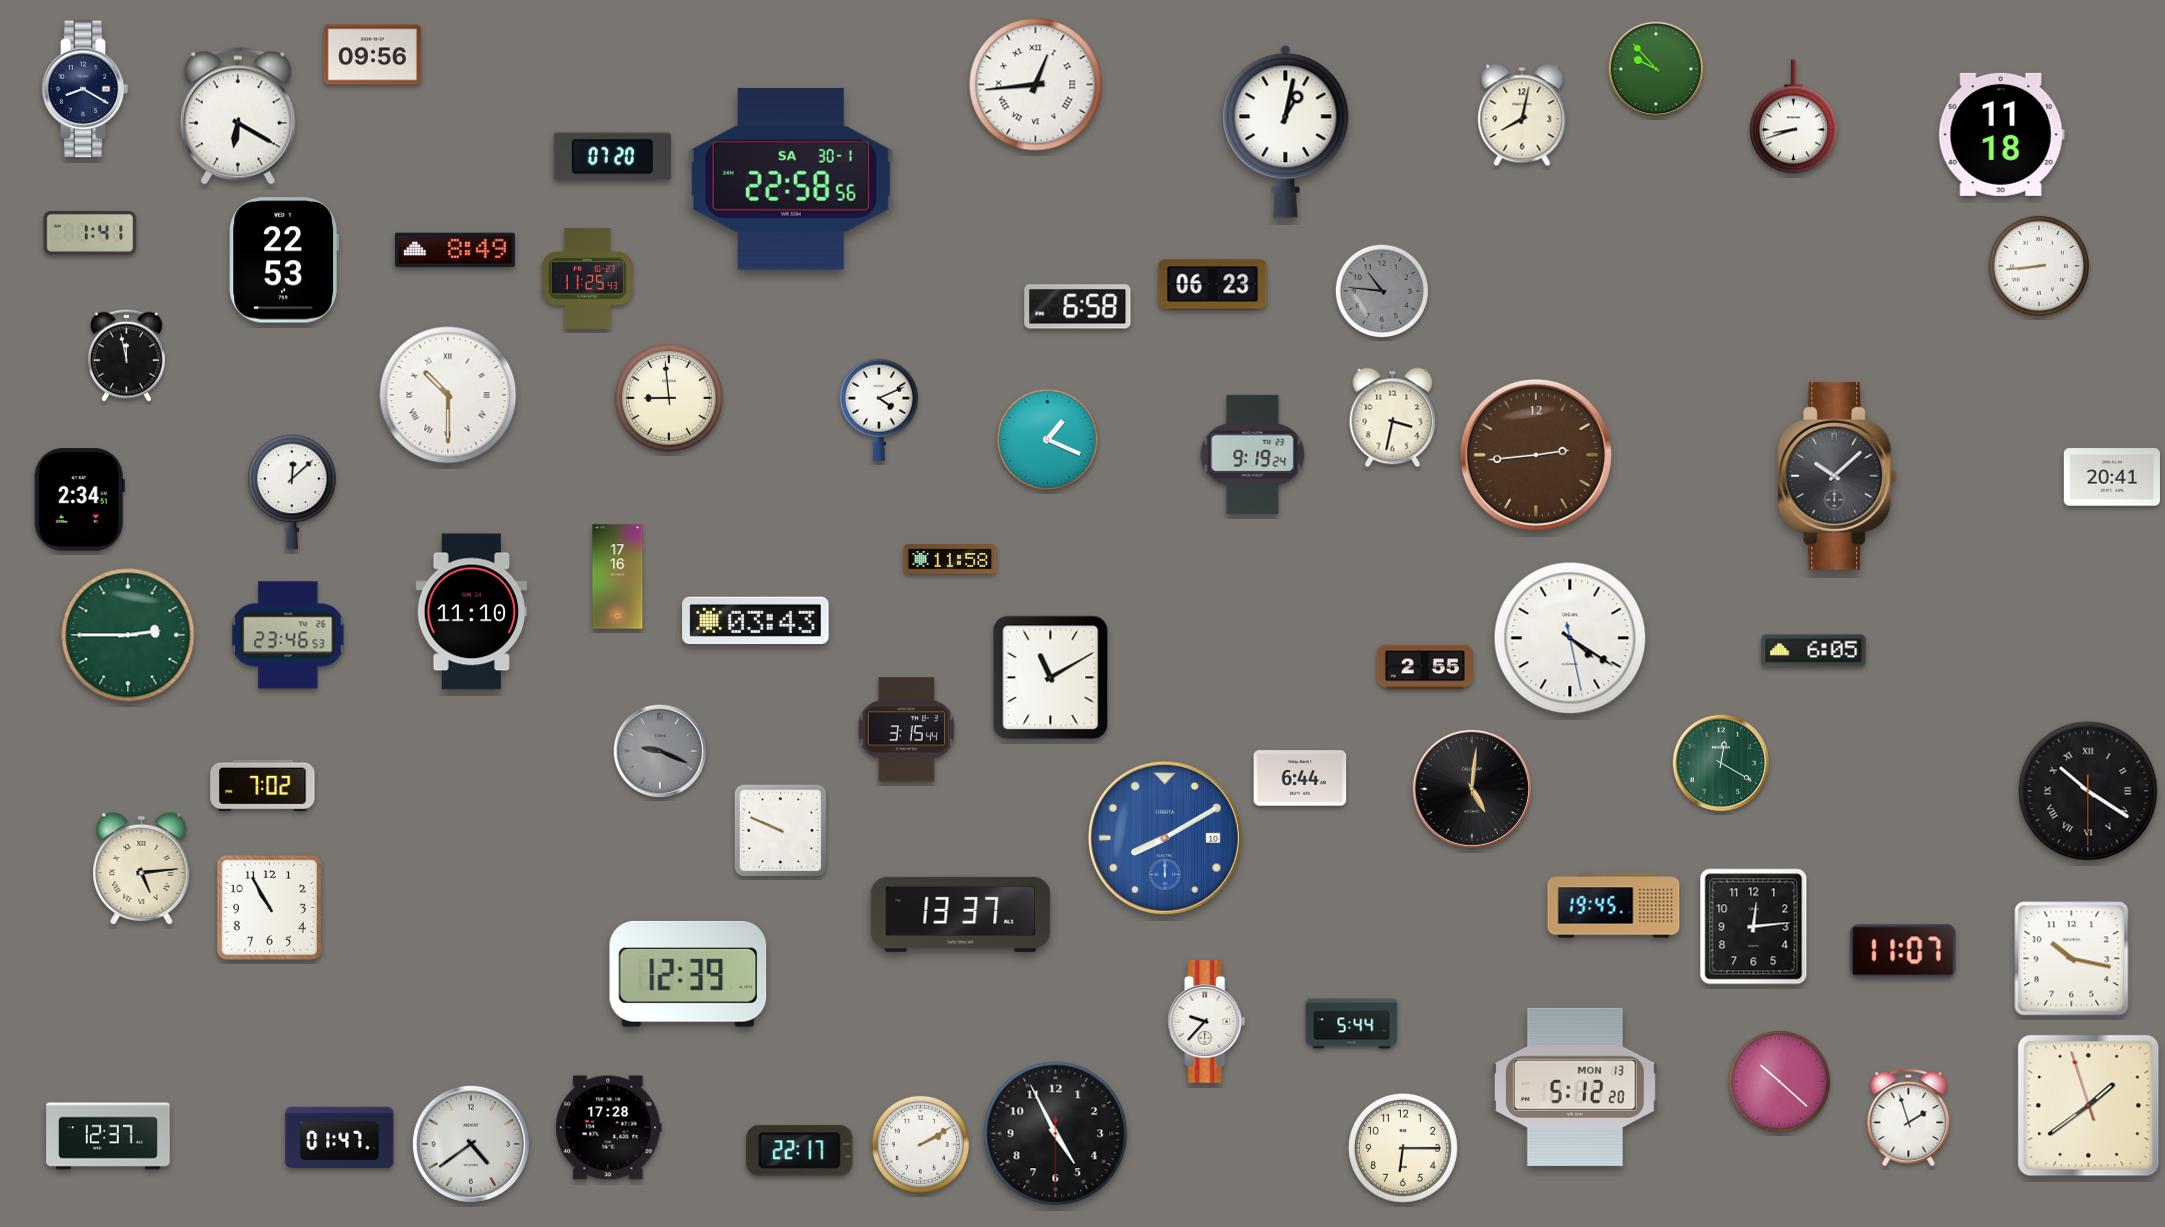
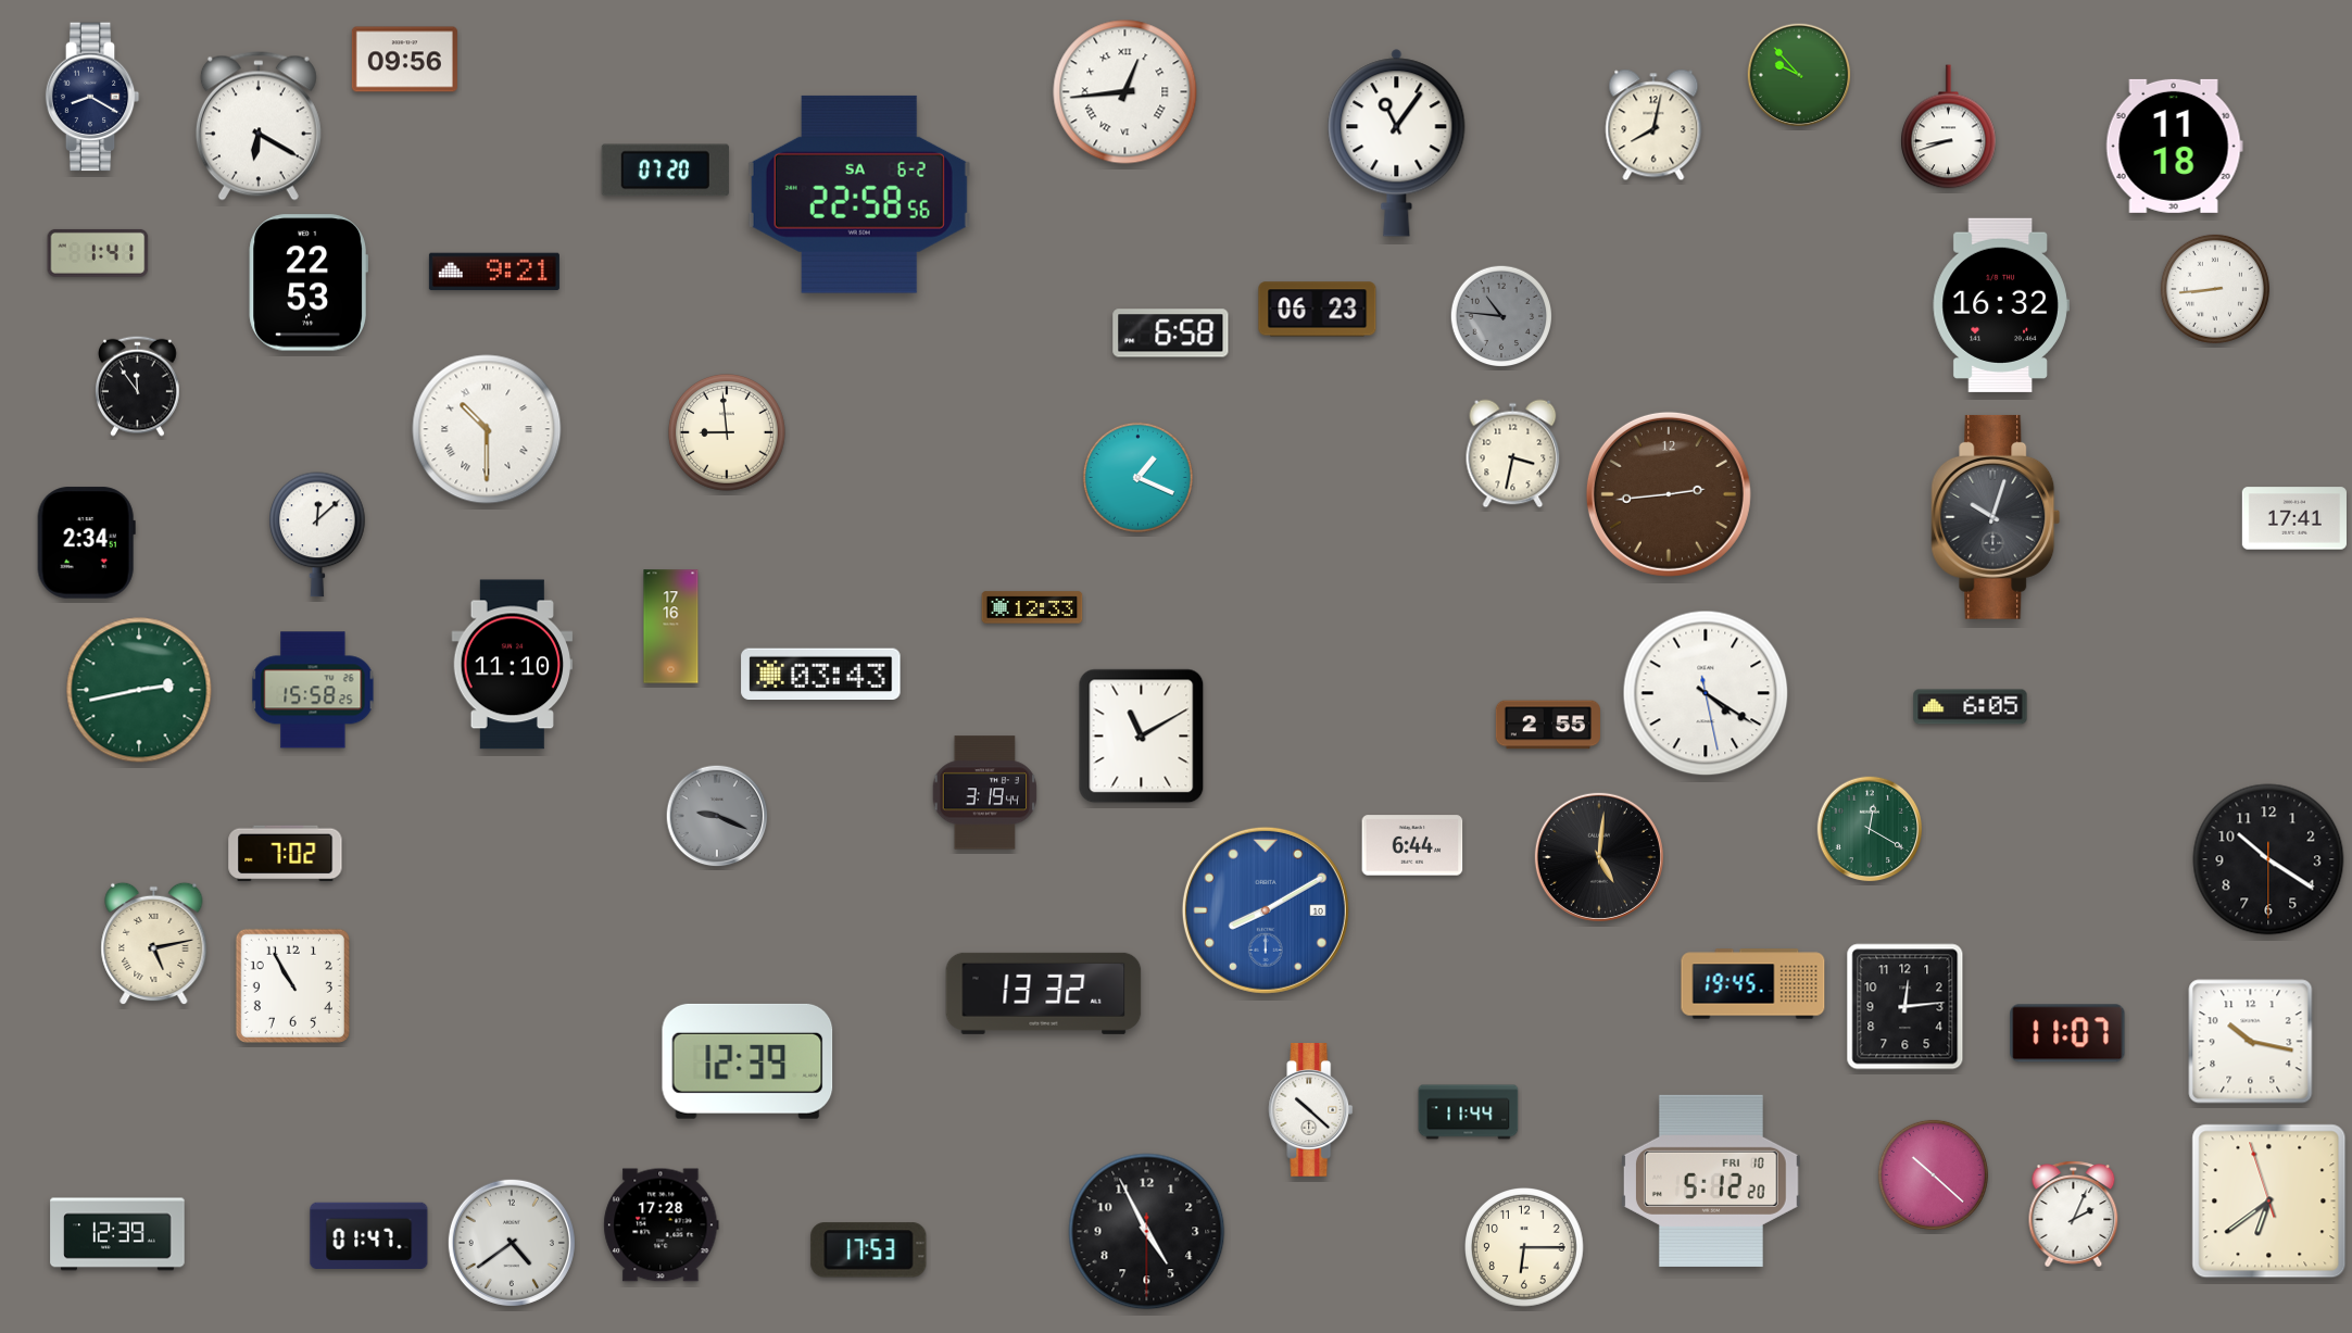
clock at (1286, 132): 1:02 -> 11:06
clock at (791, 179) date: SA 30-1 -> SA 6-2
clock at (455, 250): 8:49 -> 9:21
clock at (587, 279): 11:25 -> none
clock at (2001, 304): none -> 16:32
clock at (127, 355): 11:58 -> 11:54
clock at (879, 410): 4:11 -> none
clock at (1253, 454): 9:19 -> none
clock at (1837, 476): 10:08 -> 10:03
clock at (2112, 477): 20:41 -> 17:41
clock at (950, 559): 11:58 -> 12:33
clock at (128, 635): 2:45 -> 2:43
clock at (288, 635): 23:46 -> 15:58
clock at (906, 730): 3:15 -> 3:19
clock at (2088, 791) numerals: Roman -> Arabic
clock at (781, 831): 9:49 -> none
clock at (142, 869): 5:14 -> 5:13
clock at (961, 914): 13:37 -> 13:32
clock at (688, 974) position: (688, 974) -> (747, 1061)
clock at (1207, 1022): 9:37 -> 10:22
clock at (1352, 1024): 5:44 -> 11:44
clock at (1575, 1087) date: MON 13 -> FRI 10
clock at (2089, 1106): 1:38 -> 6:38
clock at (1909, 1118): 1:57 -> 2:04
clock at (108, 1136): 12:37 -> 12:39
clock at (920, 1144): 2:10 -> none
clock at (800, 1151): 22:17 -> 17:53
